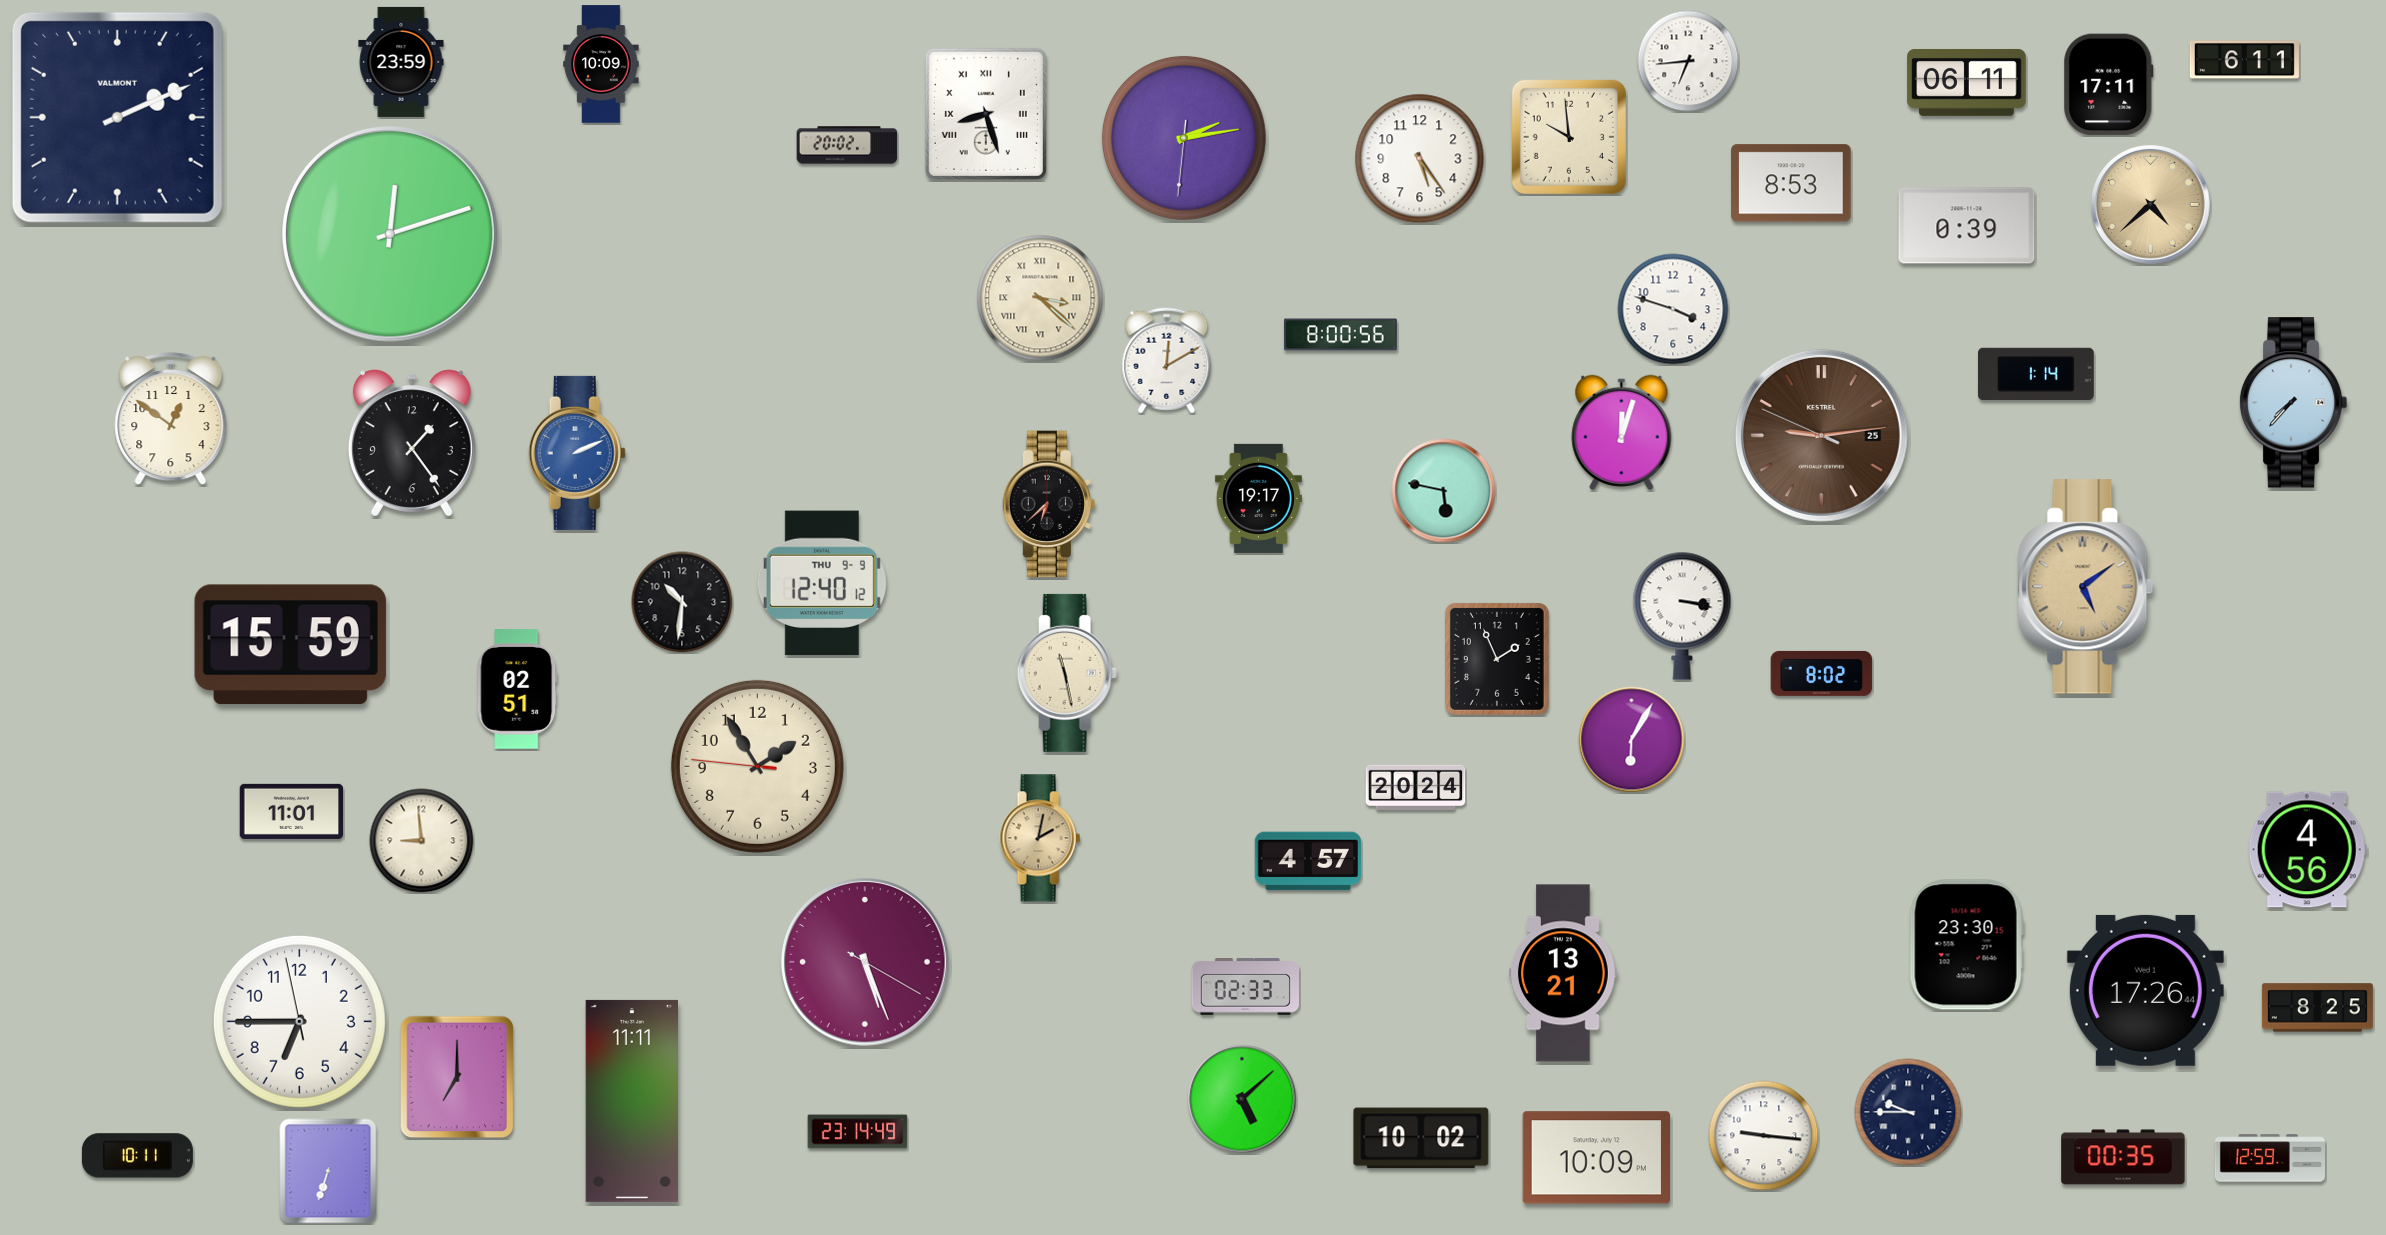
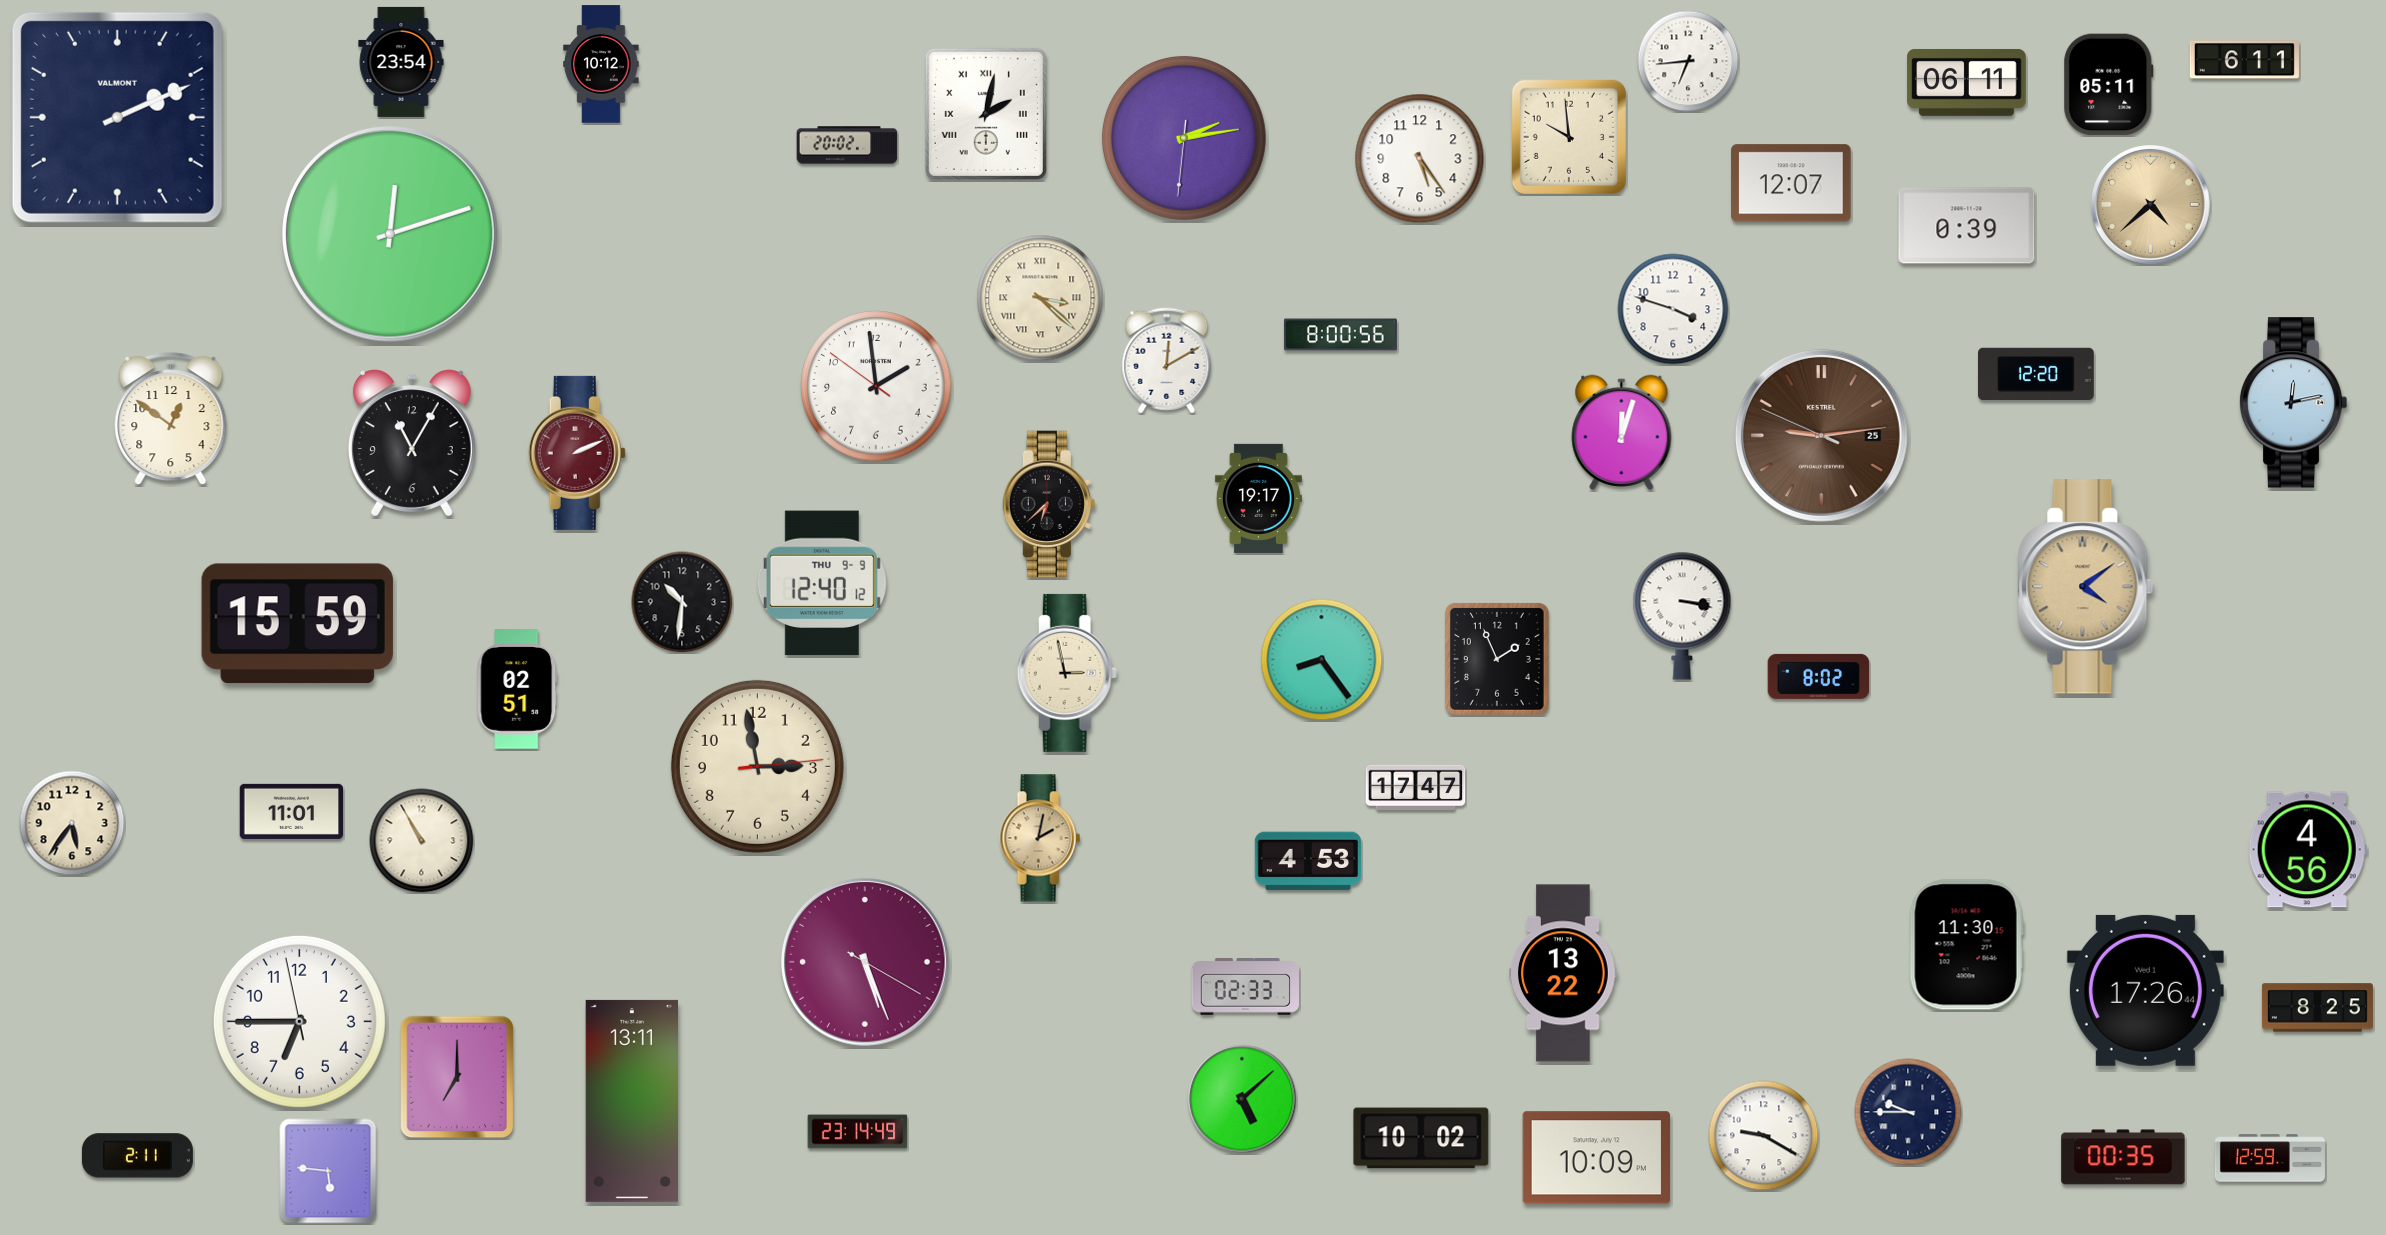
clock at (401, 62): 23:59 -> 23:54
clock at (601, 64): 10:09 -> 10:12
clock at (2109, 85): 17:11 -> 05:11
clock at (986, 114): 8:27 -> 2:02
clock at (1791, 183): 8:53 -> 12:07
clock at (2037, 373): 1:14 -> 12:20
clock at (876, 386): none -> 1:58
clock at (2293, 403): 7:37 -> 12:13
clock at (412, 443): 1:24 -> 11:05
clock at (577, 453) dial: blue -> burgundy
clock at (1444, 491): 5:47 -> none
clock at (2086, 587): 5:09 -> 4:09
clock at (290, 645) position: (290, 645) -> (297, 624)
clock at (1322, 660): none -> 8:24
clock at (1067, 673): 11:28 -> 2:58
clock at (1822, 673) position: (1822, 673) -> (1819, 676)
clock at (1632, 740): 6:05 -> none
clock at (757, 766): 1:54 -> 2:58
clock at (1416, 787): 20:24 -> 17:47
clock at (72, 823): none -> 5:36
clock at (422, 841): 8:59 -> 10:55
clock at (1308, 861): 4:57 -> 4:53
clock at (1966, 945): 23:30 -> 11:30
clock at (1564, 973): 13:21 -> 13:22
clock at (631, 1101): 11:11 -> 13:11
clock at (1764, 1136): 9:16 -> 9:20
clock at (137, 1156): 10:11 -> 2:11
clock at (328, 1171): 6:33 -> 5:46
